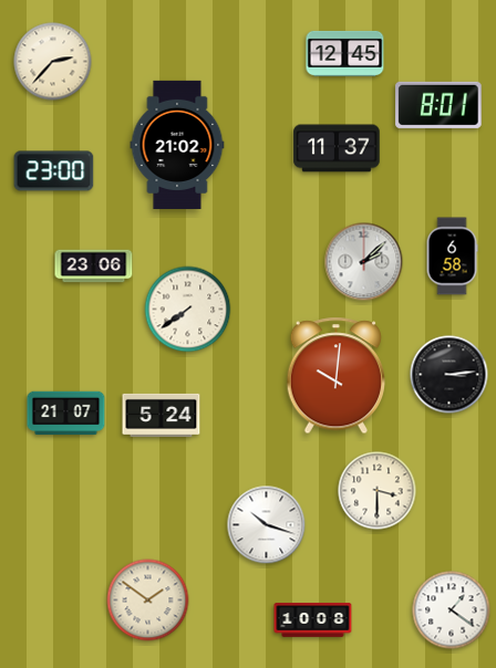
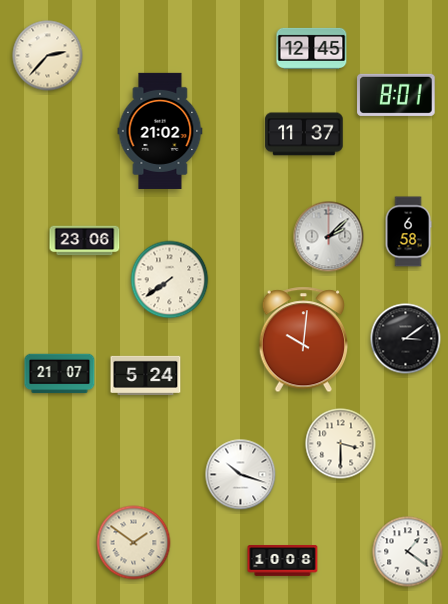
clock at (54, 171): 23:00 -> none
clock at (449, 375): 3:14 -> 3:09
